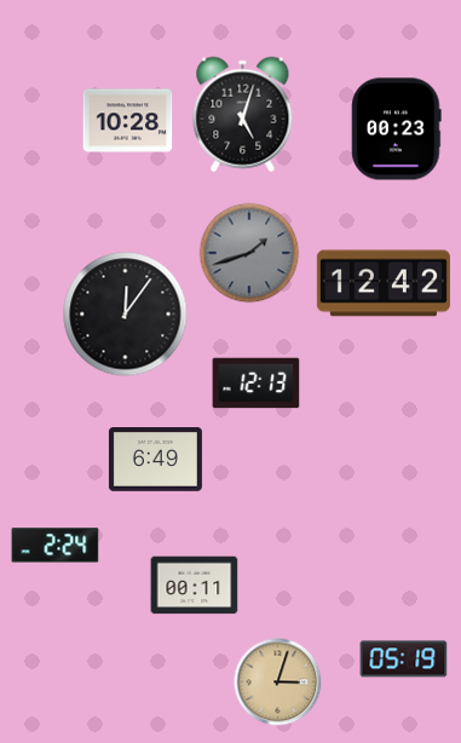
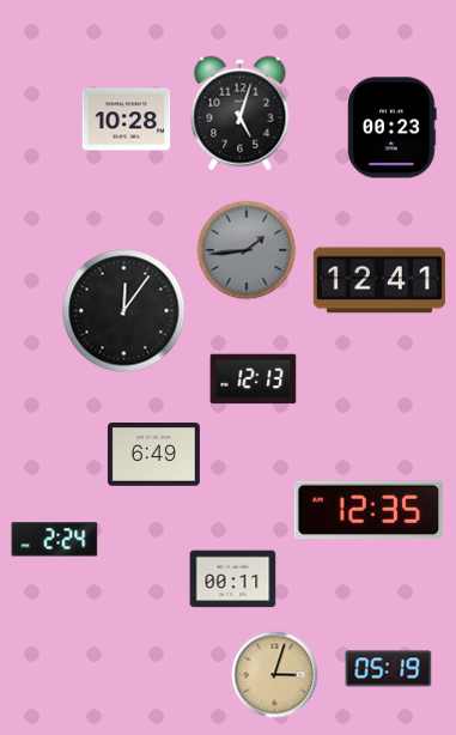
clock at (249, 253): 1:42 -> 1:44
clock at (384, 283): 12:42 -> 12:41
clock at (369, 510): none -> 12:35
clock at (195, 586) position: (195, 586) -> (233, 579)
clock at (404, 660) position: (404, 660) -> (389, 669)
